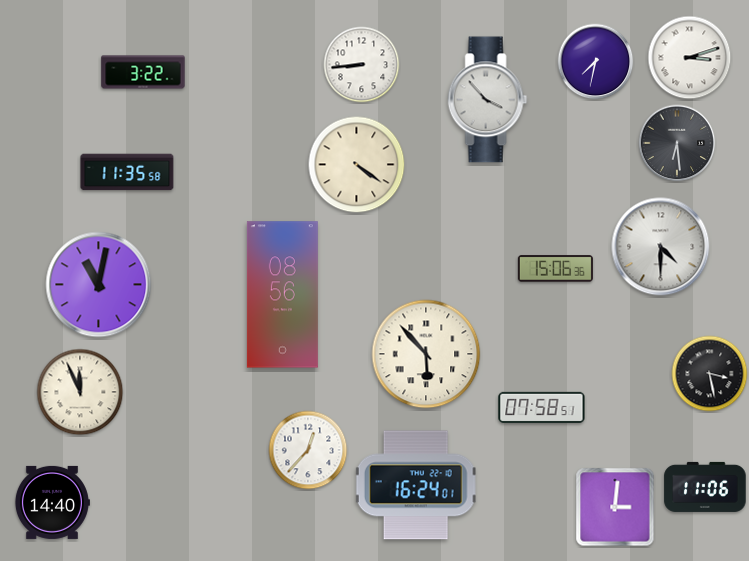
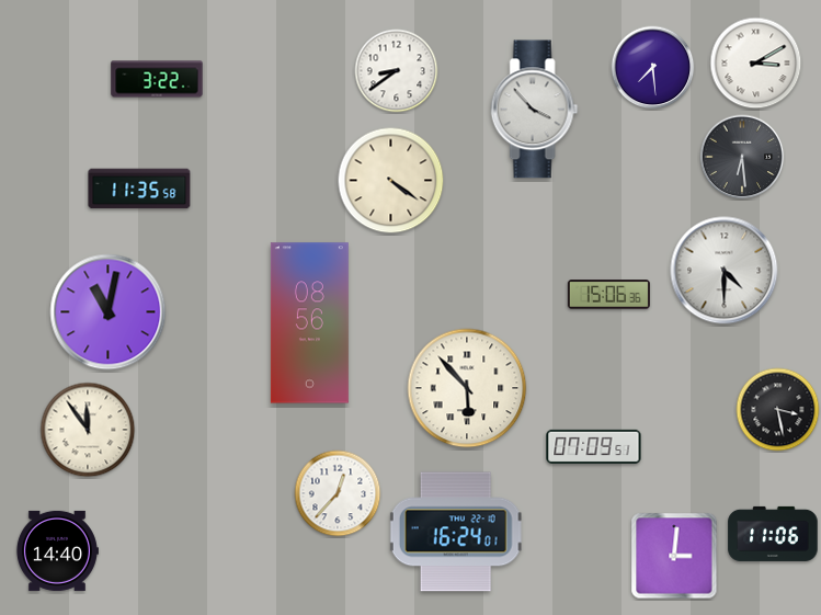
clock at (690, 58): 3:12 -> 3:10
clock at (596, 62): 7:32 -> 7:29
clock at (362, 65): 8:44 -> 8:39
clock at (80, 392): 11:56 -> 11:54
clock at (542, 407): 07:58 -> 07:09
